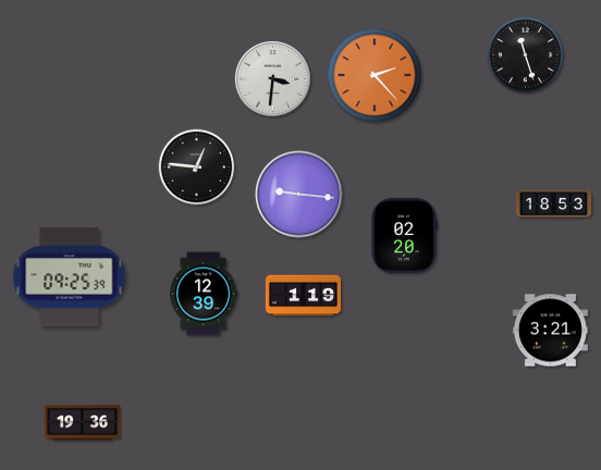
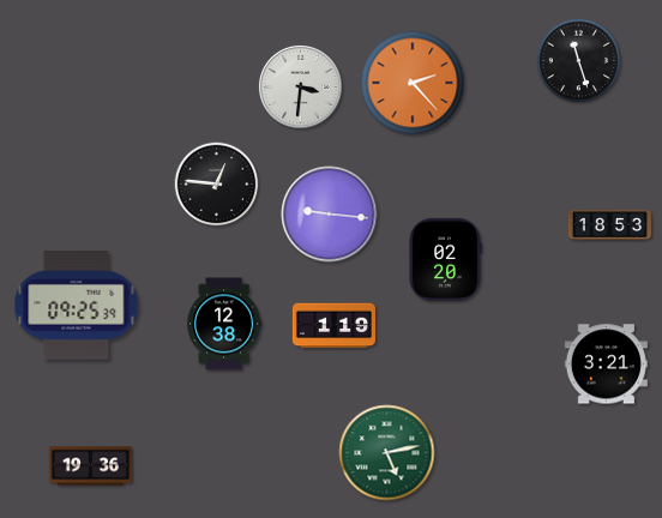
clock at (204, 294): 12:39 -> 12:38
clock at (387, 453): none -> 5:13
